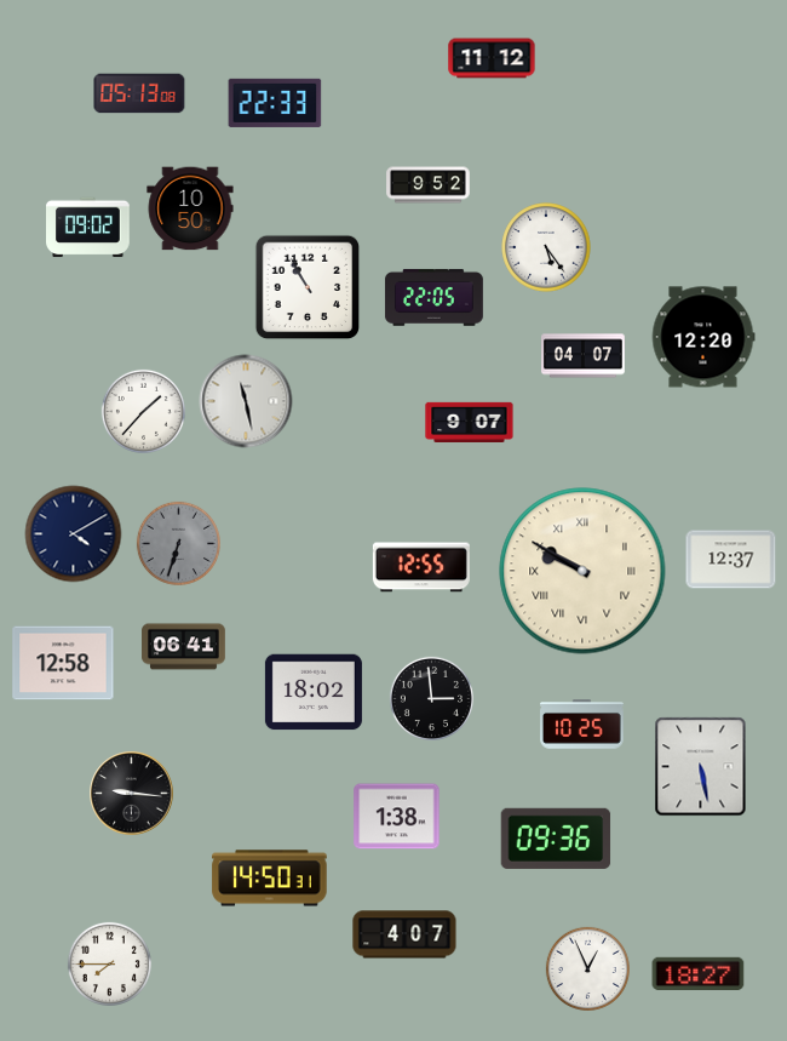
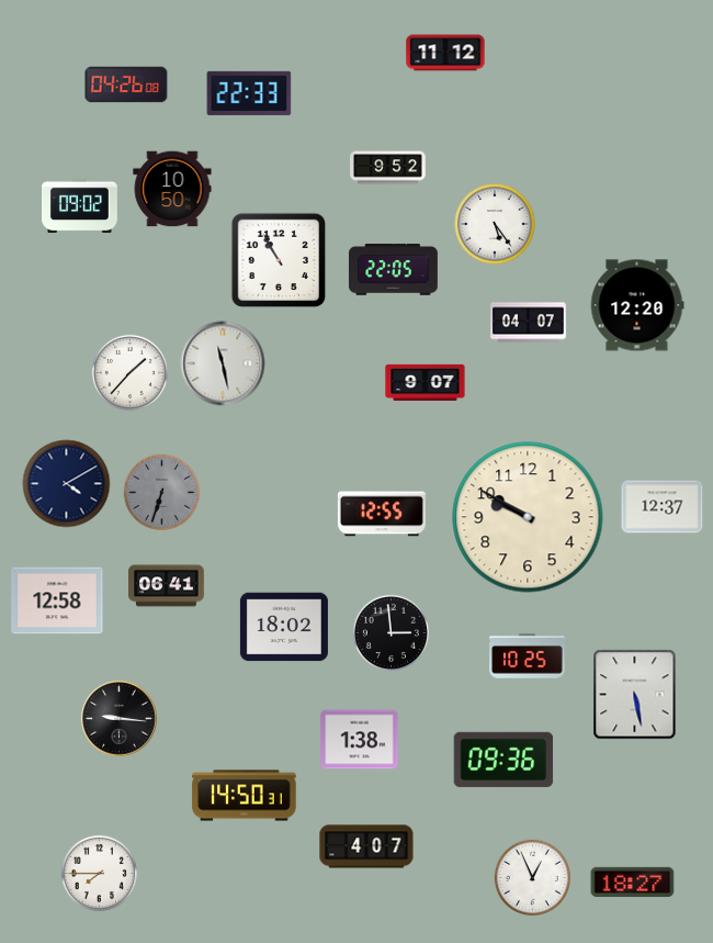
clock at (139, 93): 05:13 -> 04:26
clock at (582, 571) numerals: Roman -> Arabic
